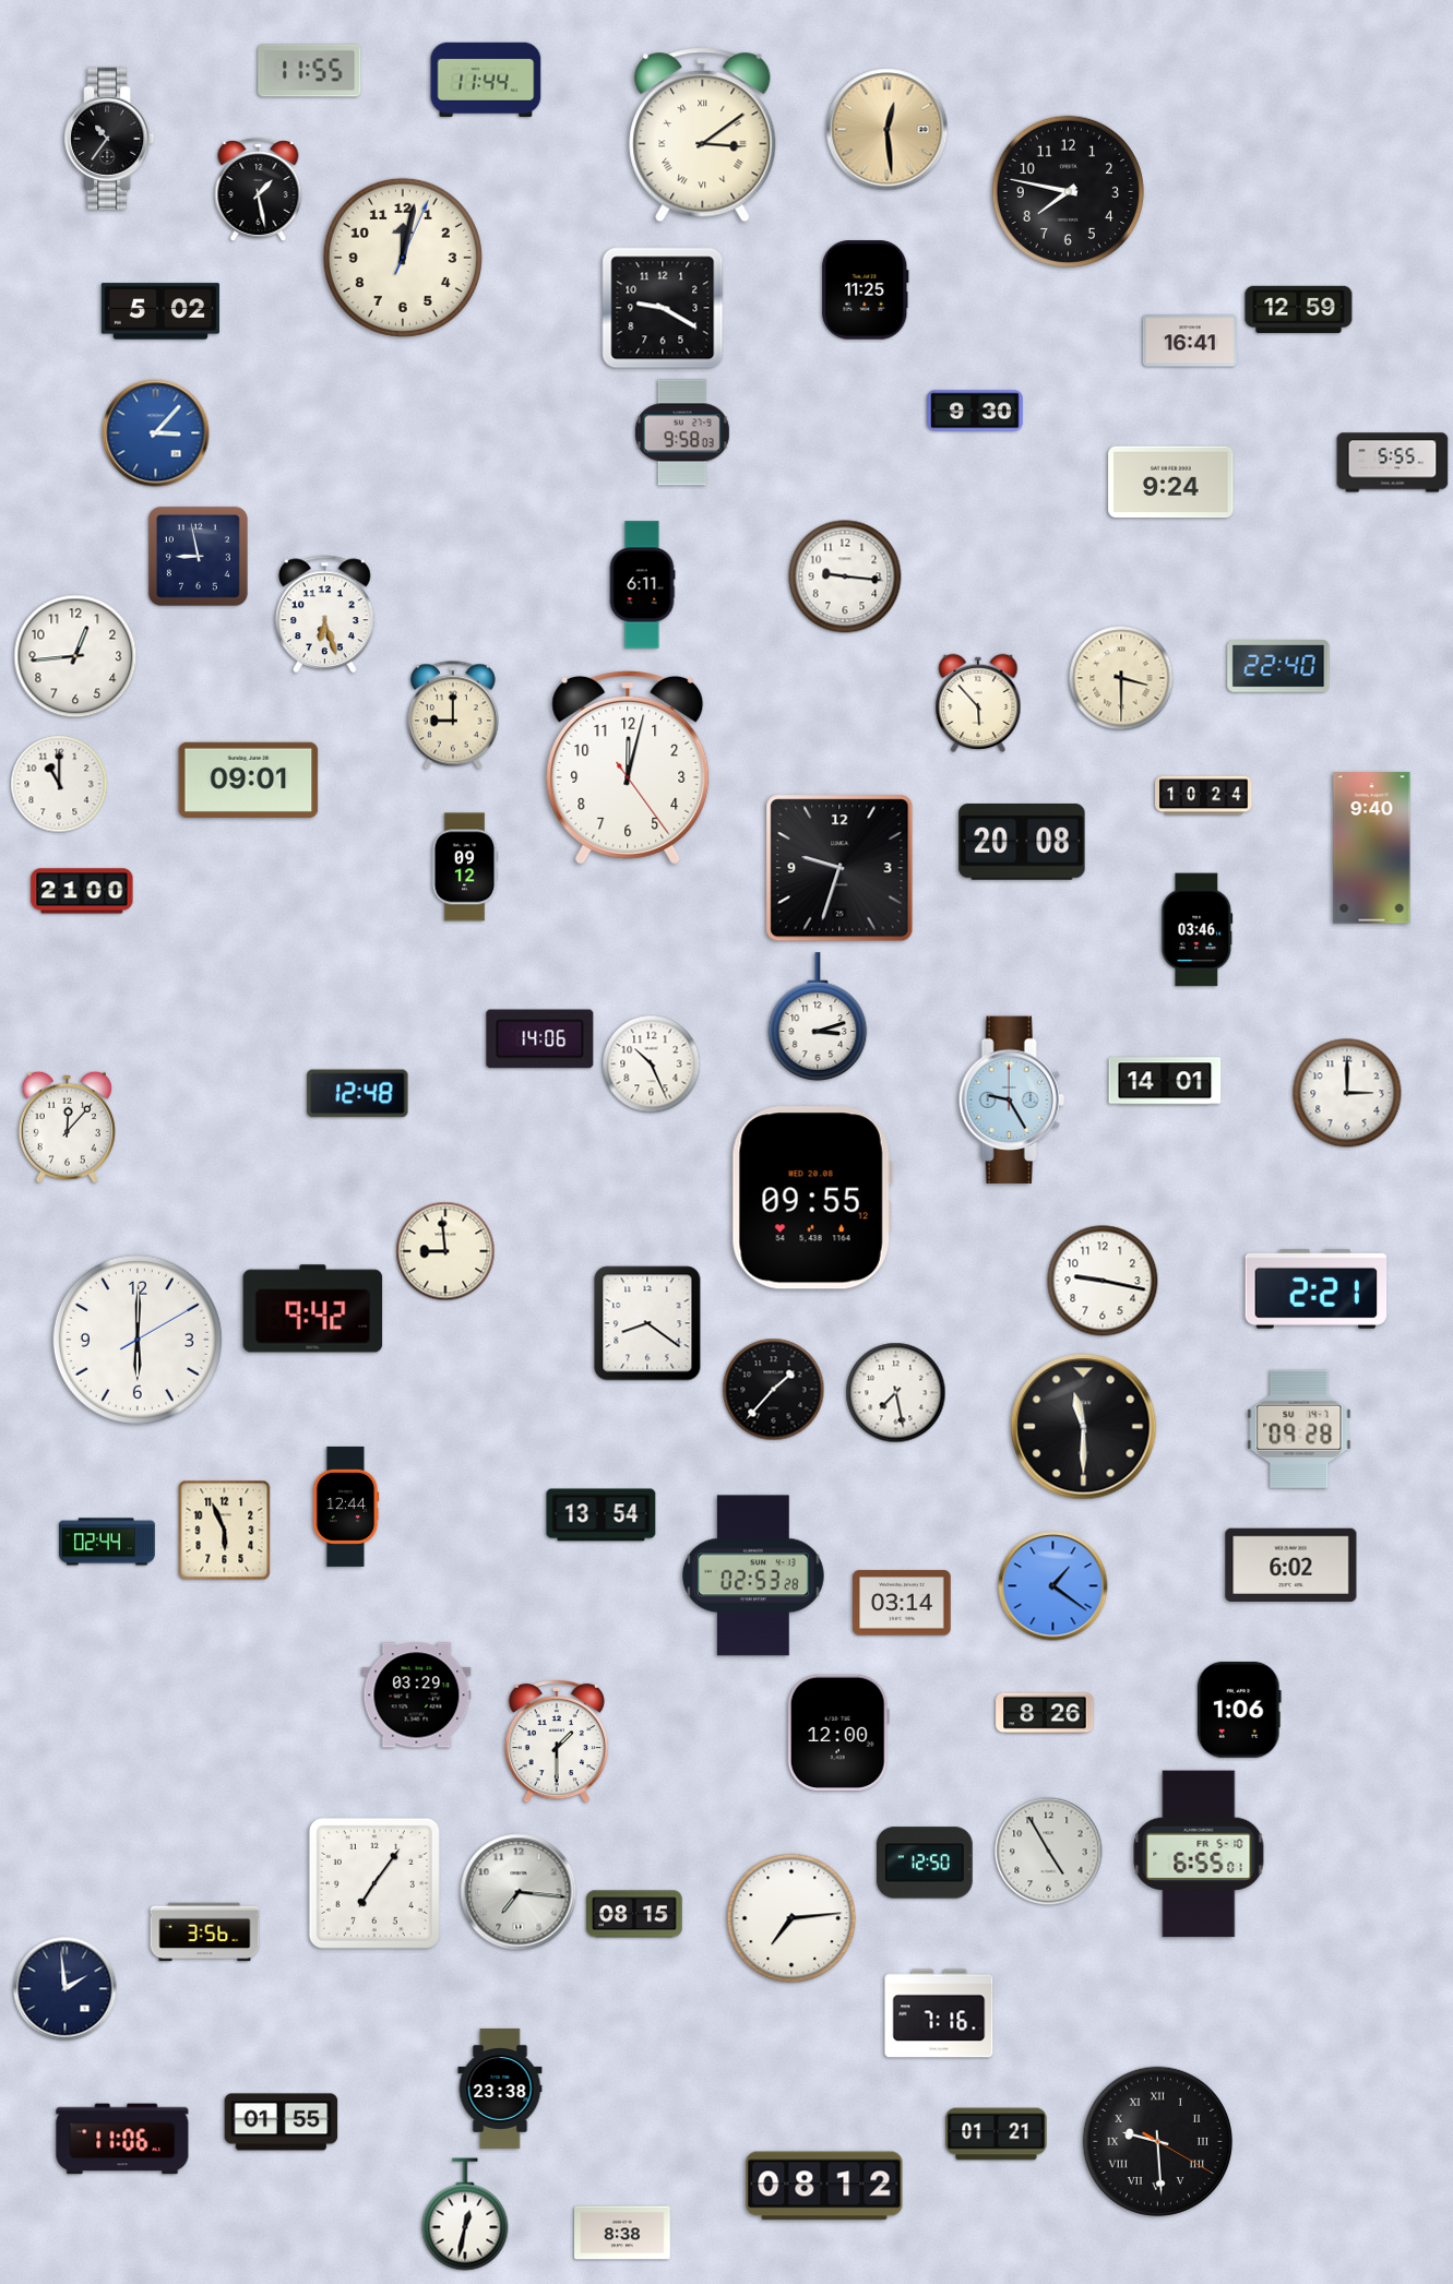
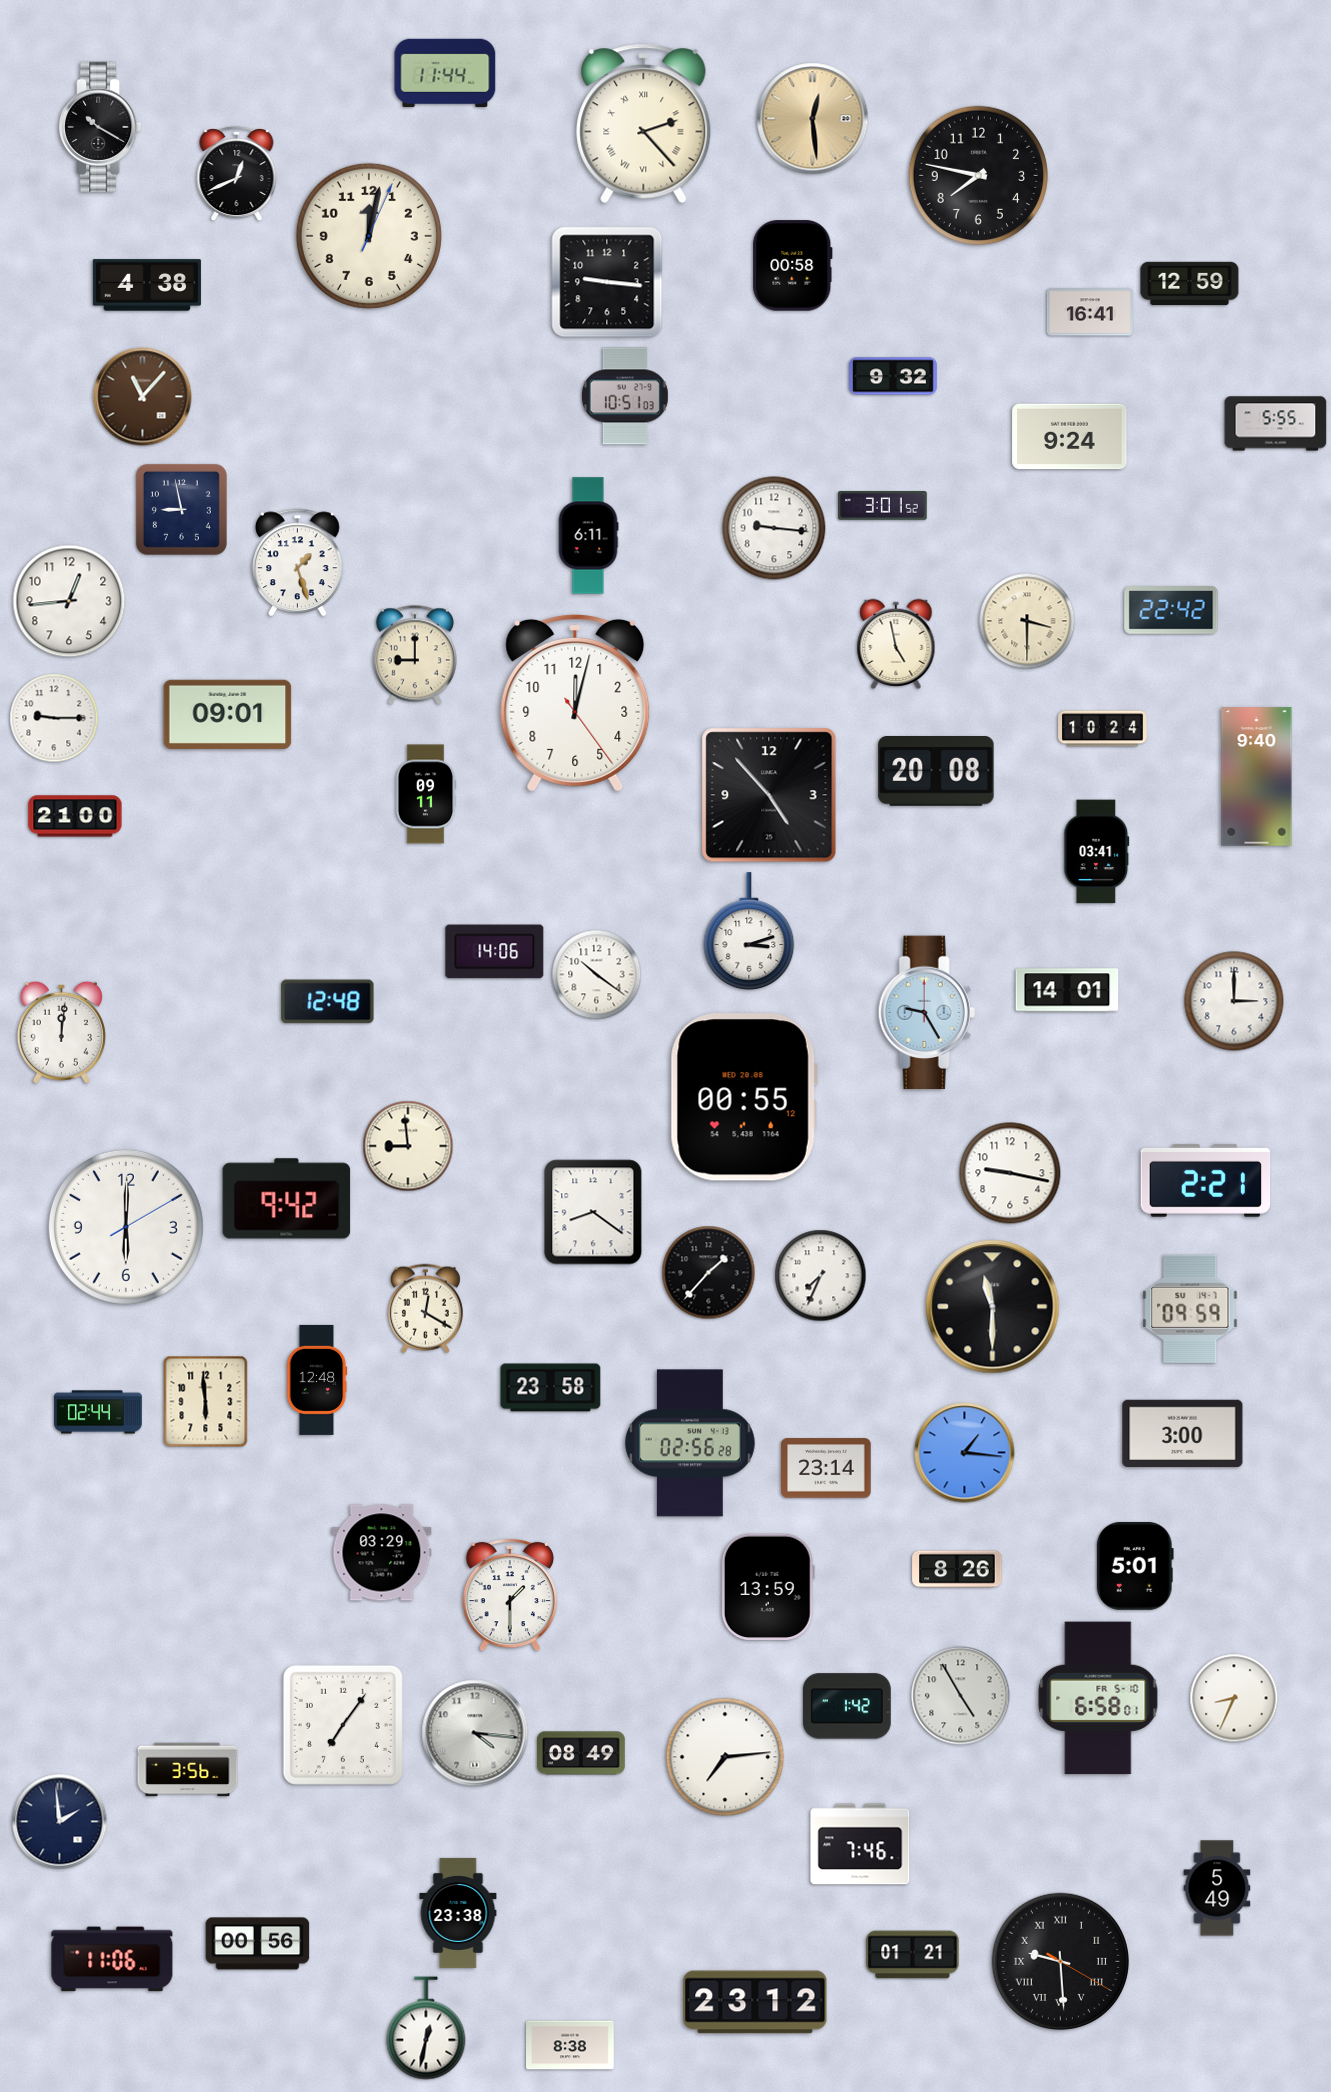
clock at (310, 71): 11:55 -> none
clock at (703, 135): 3:09 -> 2:23
clock at (110, 139): 10:36 -> 10:20
clock at (259, 190): 1:28 -> 12:41
clock at (866, 290): 11:25 -> 00:58
clock at (663, 308): 9:20 -> 9:16
clock at (160, 311): 5:02 -> 4:38
clock at (975, 411): 9:30 -> 9:32
clock at (682, 432): 9:58 -> 10:51
clock at (156, 433): 3:07 -> 11:07
clock at (156, 433) dial: blue -> brown
clock at (1171, 483) position: (1171, 483) -> (1070, 437)
clock at (883, 506): none -> 3:01
clock at (325, 614): 6:27 -> 1:27
clock at (1278, 667): 22:40 -> 22:42
clock at (978, 702): 5:53 -> 4:58
clock at (59, 784): 11:00 -> 9:15
clock at (465, 867): 09:12 -> 09:11
clock at (839, 868): 9:33 -> 4:53
clock at (1198, 930): 03:46 -> 03:41
clock at (652, 1064): 10:26 -> 10:21
clock at (1011, 1101) position: (1011, 1101) -> (926, 1013)
clock at (67, 1127): 12:07 -> 12:01
clock at (812, 1198): 09:55 -> 00:55
clock at (896, 1393): 7:28 -> 7:34
clock at (425, 1309): none -> 12:20
clock at (1299, 1429): 09:28 -> 09:59
clock at (346, 1507): 12:44 -> 12:48
clock at (602, 1515): 13:54 -> 23:58
clock at (225, 1531): 5:56 -> 5:59
clock at (1291, 1565): 6:02 -> 3:00
clock at (753, 1575): 02:53 -> 02:56
clock at (1053, 1586): 1:21 -> 1:16
clock at (902, 1603): 03:14 -> 23:14
clock at (1239, 1710): 1:06 -> 5:01
clock at (838, 1732): 12:00 -> 13:59
clock at (1199, 1854): 6:55 -> 6:58
clock at (1234, 1698): none -> 8:34
clock at (925, 1863): 12:50 -> 1:42
clock at (519, 1892): 7:16 -> 4:16
clock at (635, 1914): 08:15 -> 08:49
clock at (939, 2013): 7:16 -> 7:46
clock at (1217, 1888): none -> 5:49
clock at (282, 2122): 01:55 -> 00:56
clock at (824, 2186): 08:12 -> 23:12
